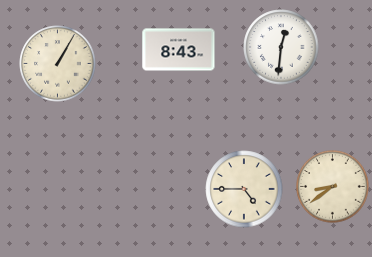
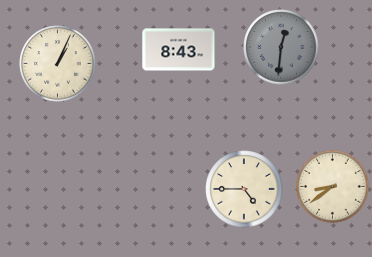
clock at (281, 47) dial: white -> grey
clock at (58, 64): 1:05 -> 1:04
